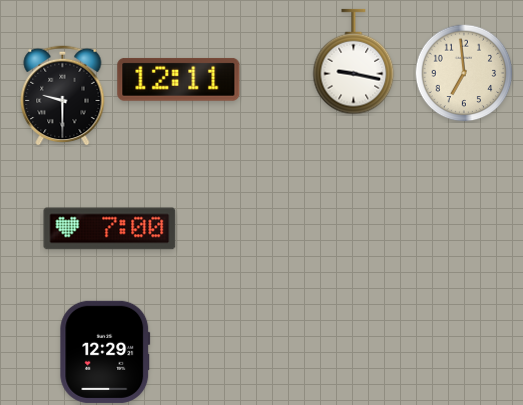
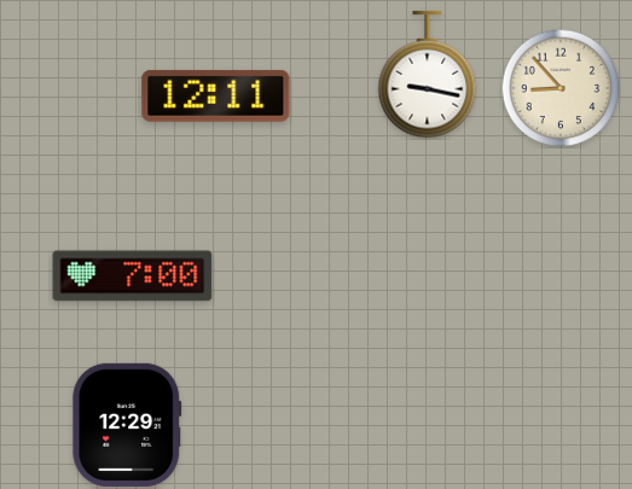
clock at (464, 73): 6:59 -> 8:53
clock at (63, 95): 9:30 -> none
